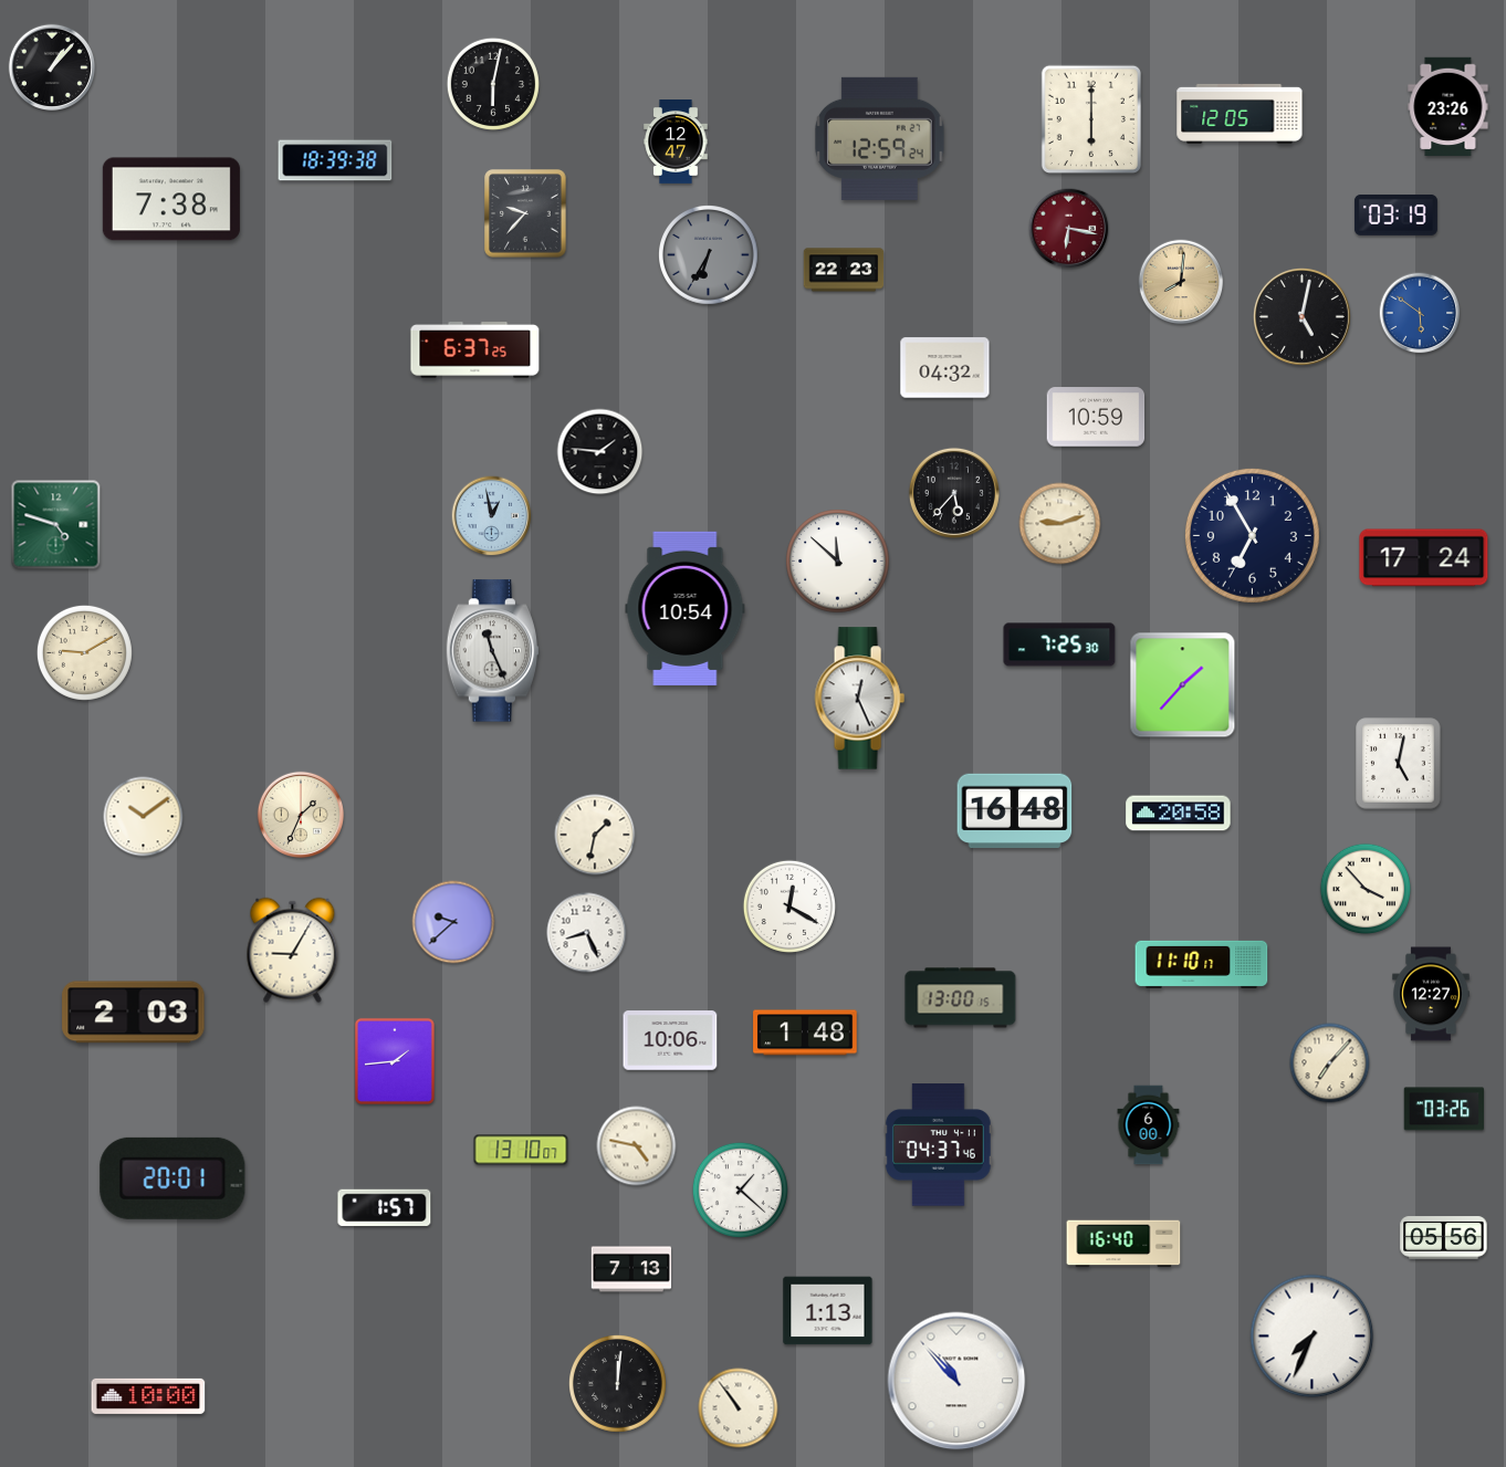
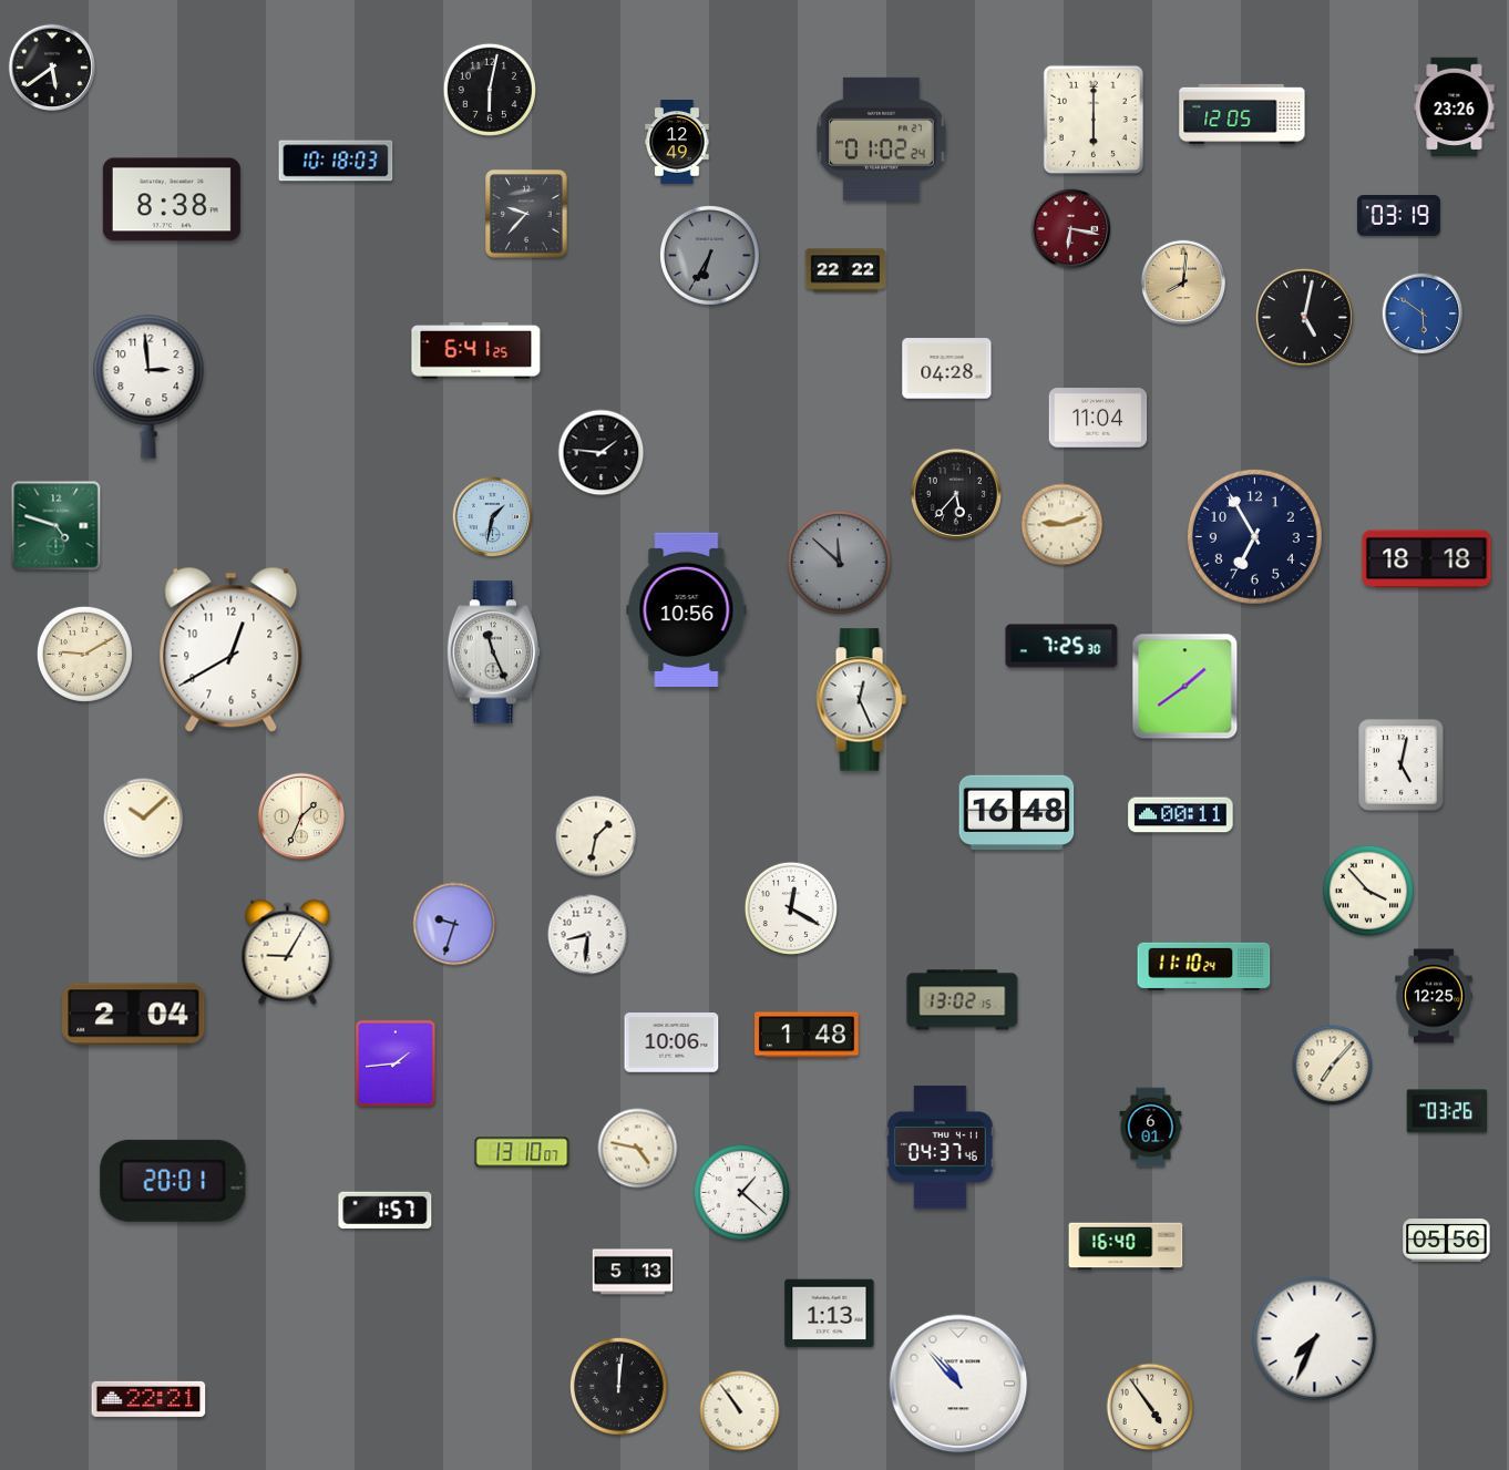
clock at (51, 66): 1:07 -> 5:39
clock at (493, 84) position: (493, 84) -> (490, 90)
clock at (1449, 106) position: (1449, 106) -> (1455, 106)
clock at (880, 138): 12:59 -> 01:02
clock at (676, 143): 12:47 -> 12:49
clock at (335, 160): 18:39 -> 10:18
clock at (171, 199): 7:38 -> 8:38
clock at (844, 270): 22:23 -> 22:22
clock at (475, 350): 6:37 -> 6:41
clock at (945, 368): 04:32 -> 04:28
clock at (148, 387): none -> 2:59
clock at (1096, 417): 10:59 -> 11:04
clock at (492, 516): 12:58 -> 1:32
clock at (1424, 558): 17:24 -> 18:18
clock at (838, 562) dial: white -> grey
clock at (686, 608): 10:54 -> 10:56
clock at (232, 649): none -> 12:40
clock at (1183, 685): 1:37 -> 1:39
clock at (1179, 814): 20:58 -> 00:11
clock at (144, 817): 10:09 -> 10:08
clock at (453, 922): 9:38 -> 9:33
clock at (587, 933): 8:26 -> 8:31
clock at (293, 951) position: (293, 951) -> (288, 953)
clock at (1202, 964): 11:10:17 -> 11:10:24
clock at (1431, 994): 12:27 -> 12:25
clock at (961, 998): 13:00 -> 13:02
clock at (134, 1013): 2:03 -> 2:04
clock at (1149, 1125): 6:00 -> 6:01
clock at (631, 1269): 7:13 -> 5:13
clock at (148, 1396): 10:00 -> 22:21
clock at (1150, 1407): none -> 4:54
